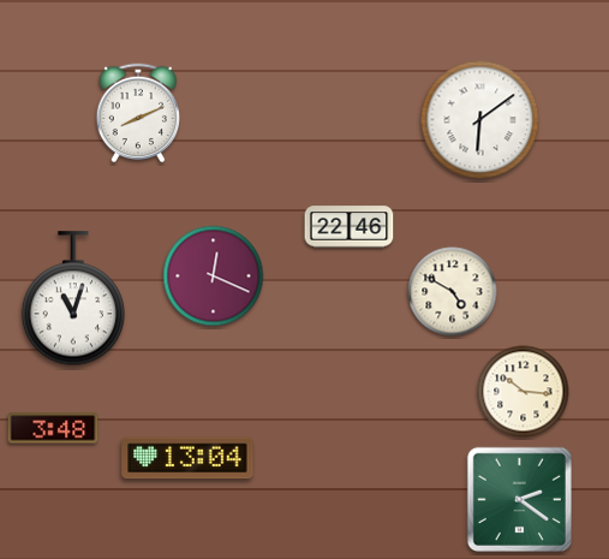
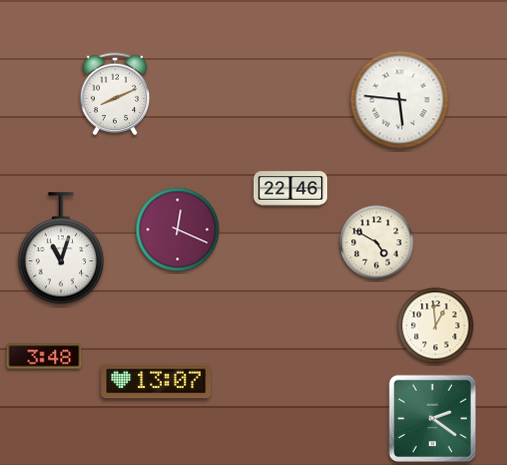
clock at (480, 120): 6:09 -> 5:46
clock at (524, 392): 10:16 -> 12:59
clock at (187, 458): 13:04 -> 13:07
clock at (519, 499) position: (519, 499) -> (432, 418)
